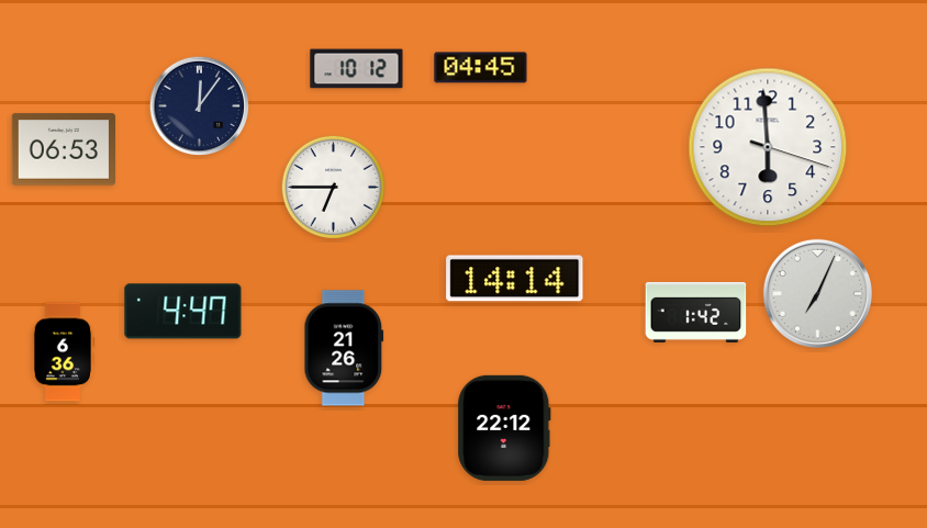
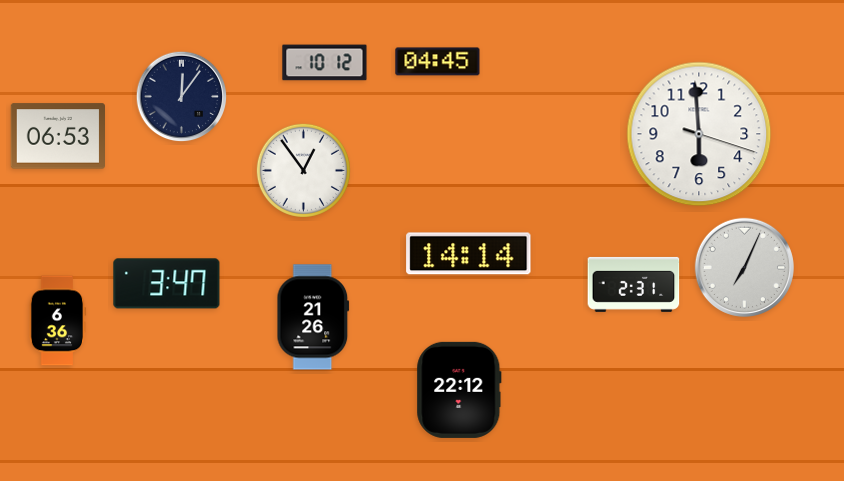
clock at (333, 187): 6:45 -> 12:54
clock at (183, 312): 4:47 -> 3:47
clock at (696, 312): 1:42 -> 2:31
